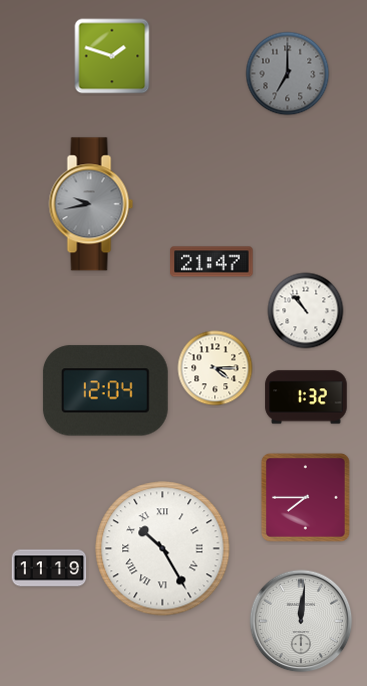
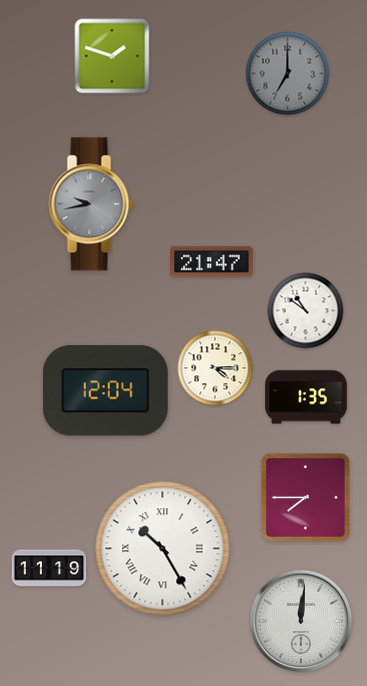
clock at (306, 311): 10:53 -> 10:51
clock at (306, 397): 1:32 -> 1:35
